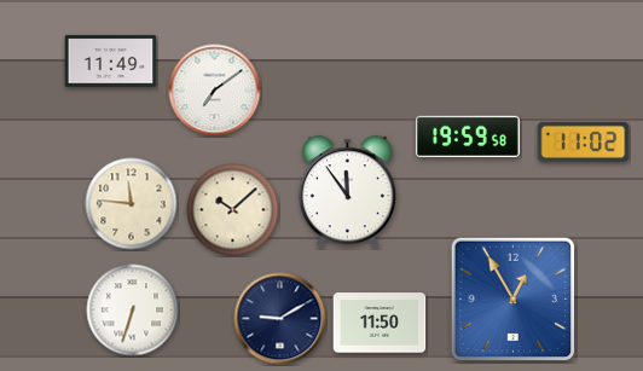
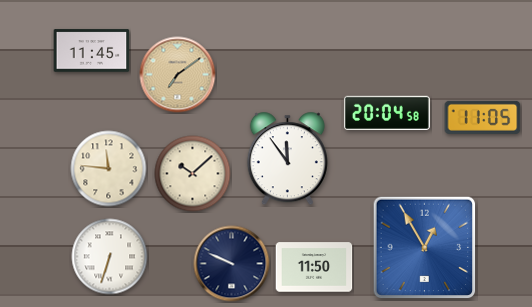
clock at (111, 62): 11:49 -> 11:45
clock at (215, 91) dial: white -> champagne
clock at (468, 137): 19:59 -> 20:04
clock at (584, 141): 11:02 -> 11:05
clock at (280, 319): 9:10 -> 9:49
